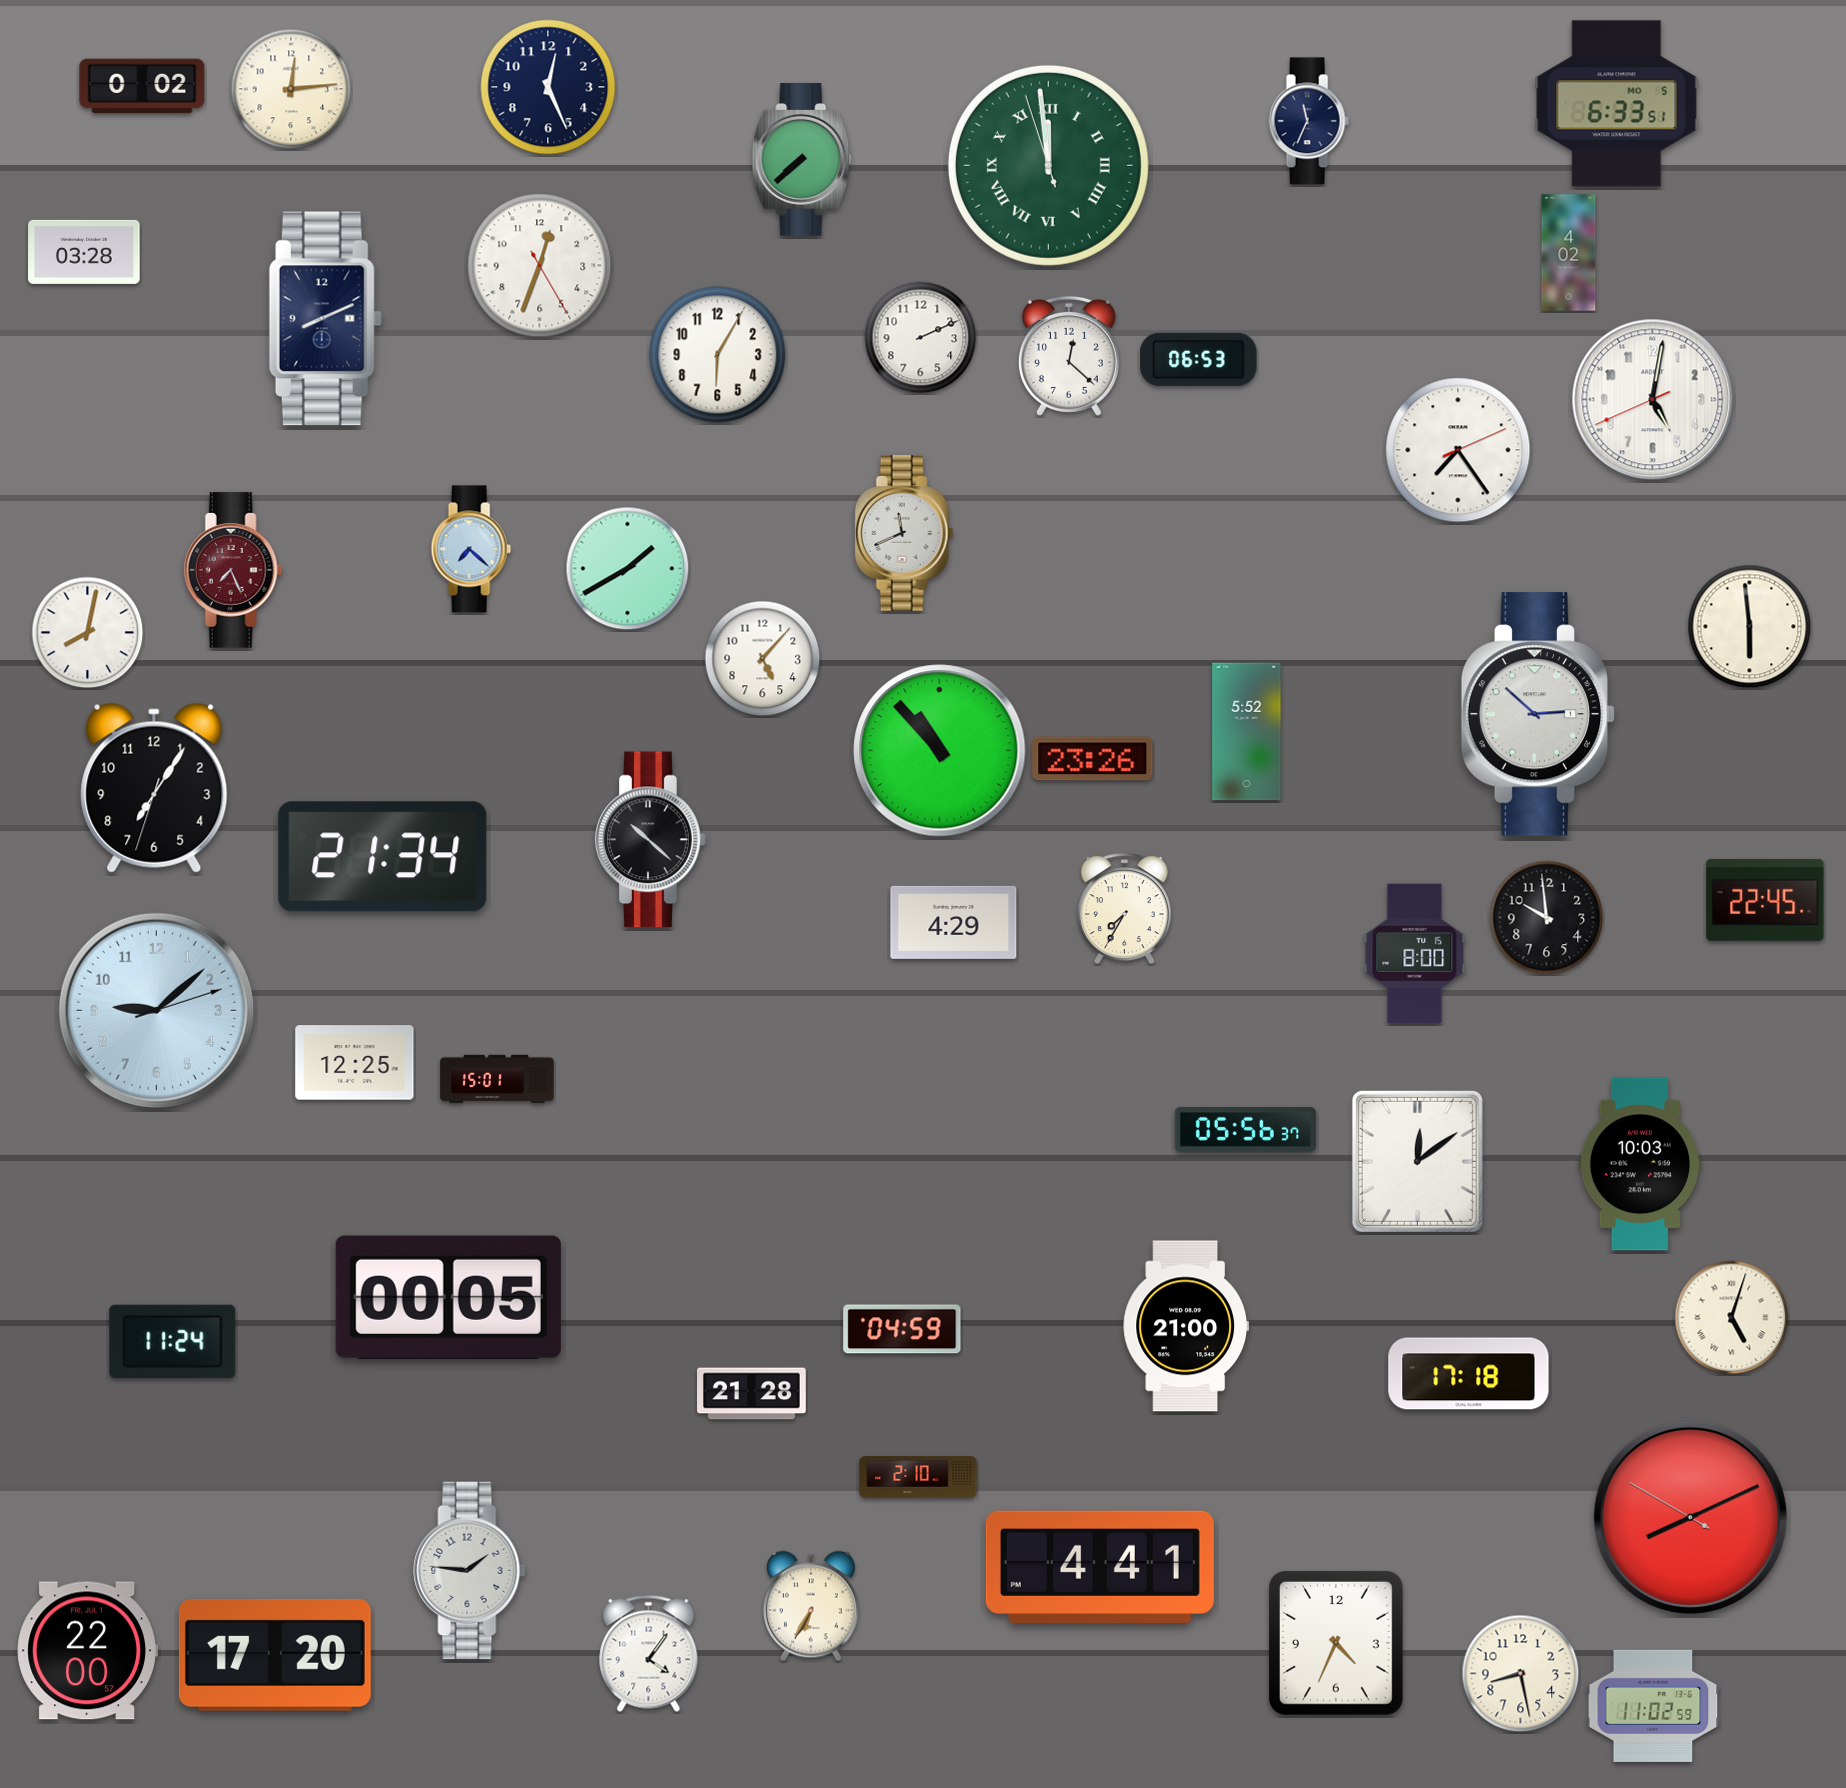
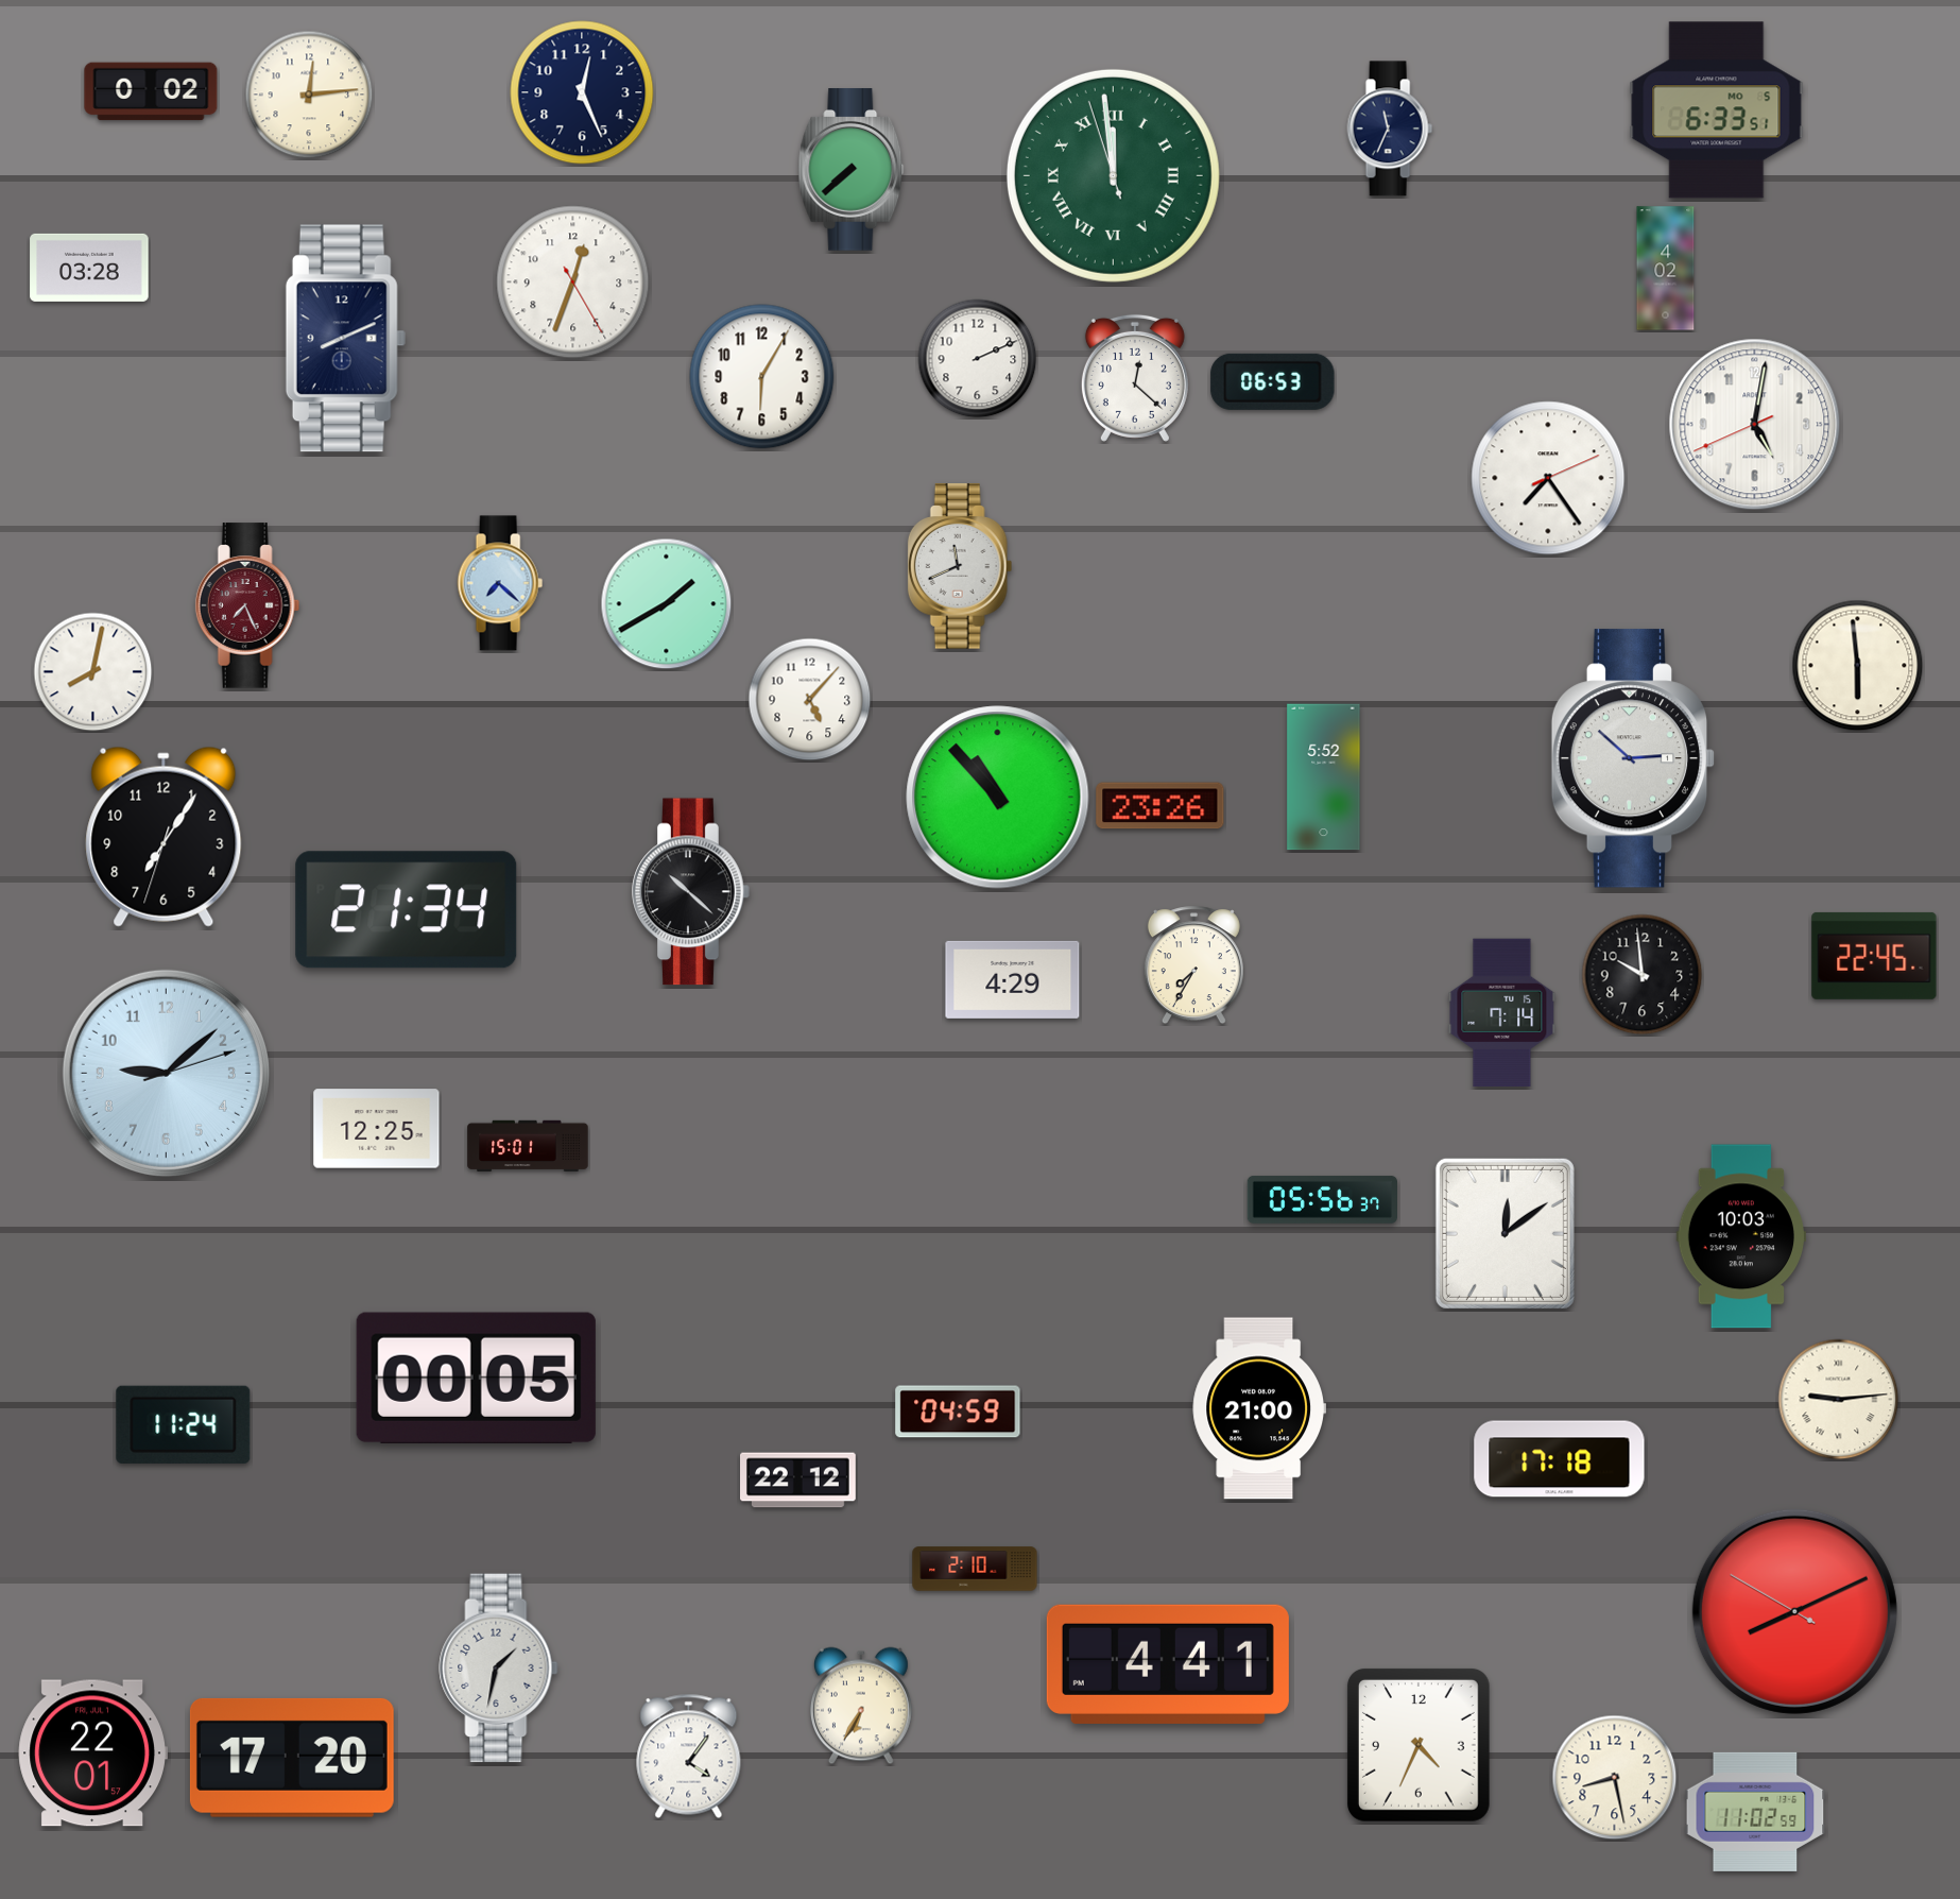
clock at (1415, 954): 8:00 -> 7:14
clock at (1732, 1318): 5:03 -> 9:14
clock at (752, 1394): 21:28 -> 22:12
clock at (470, 1571): 1:46 -> 1:32
clock at (87, 1651): 22:00 -> 22:01
